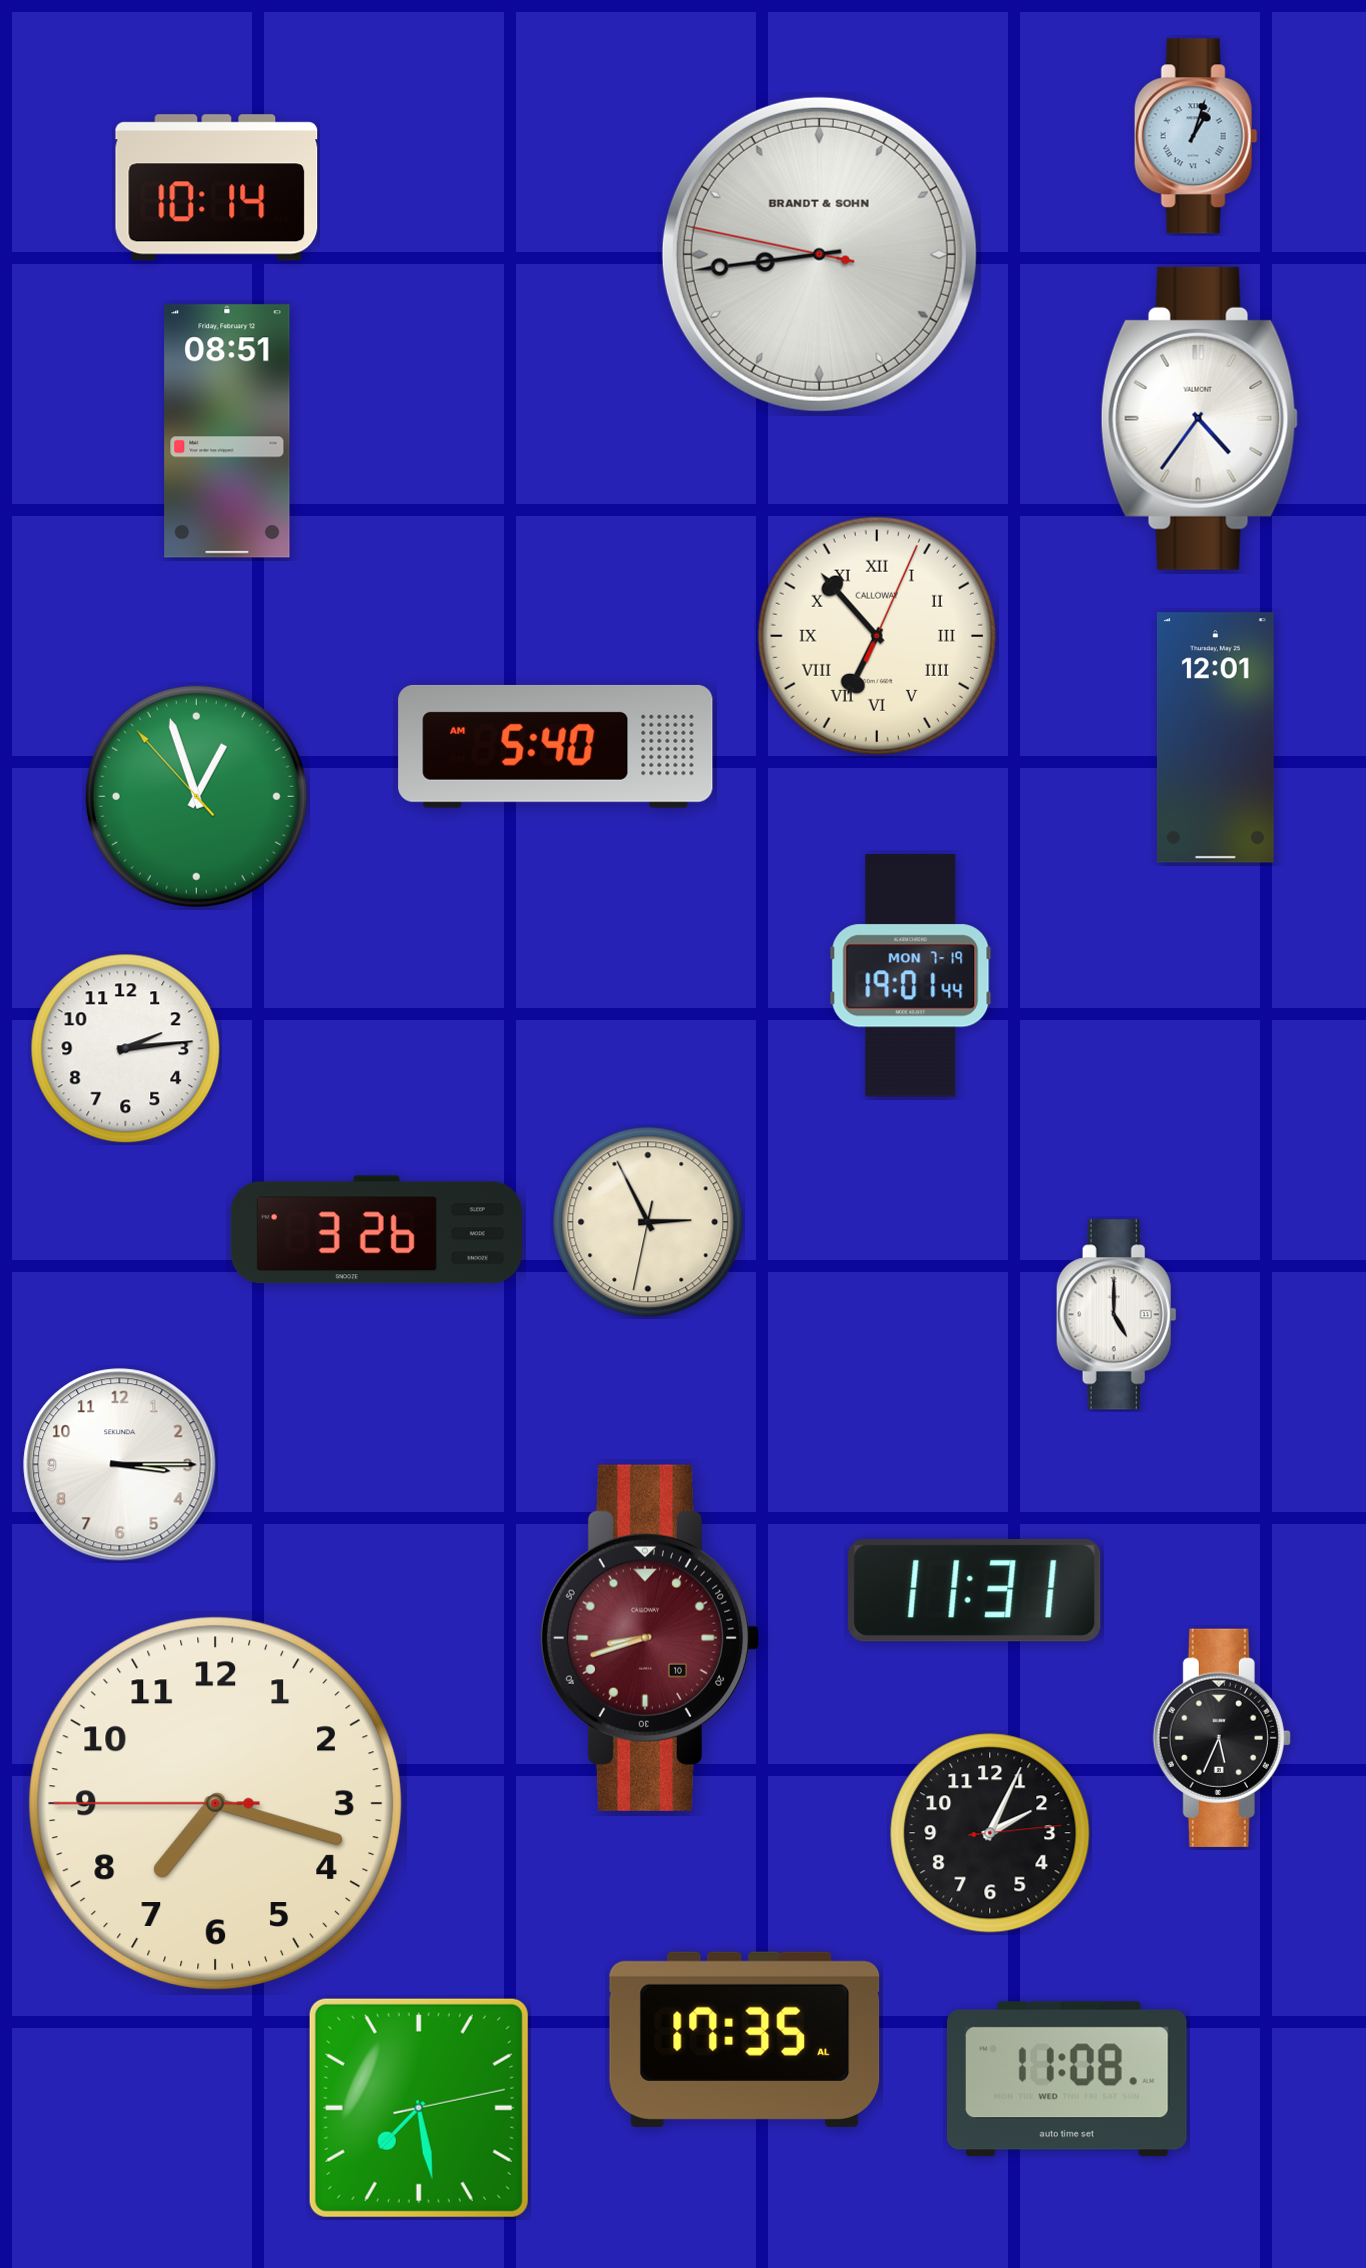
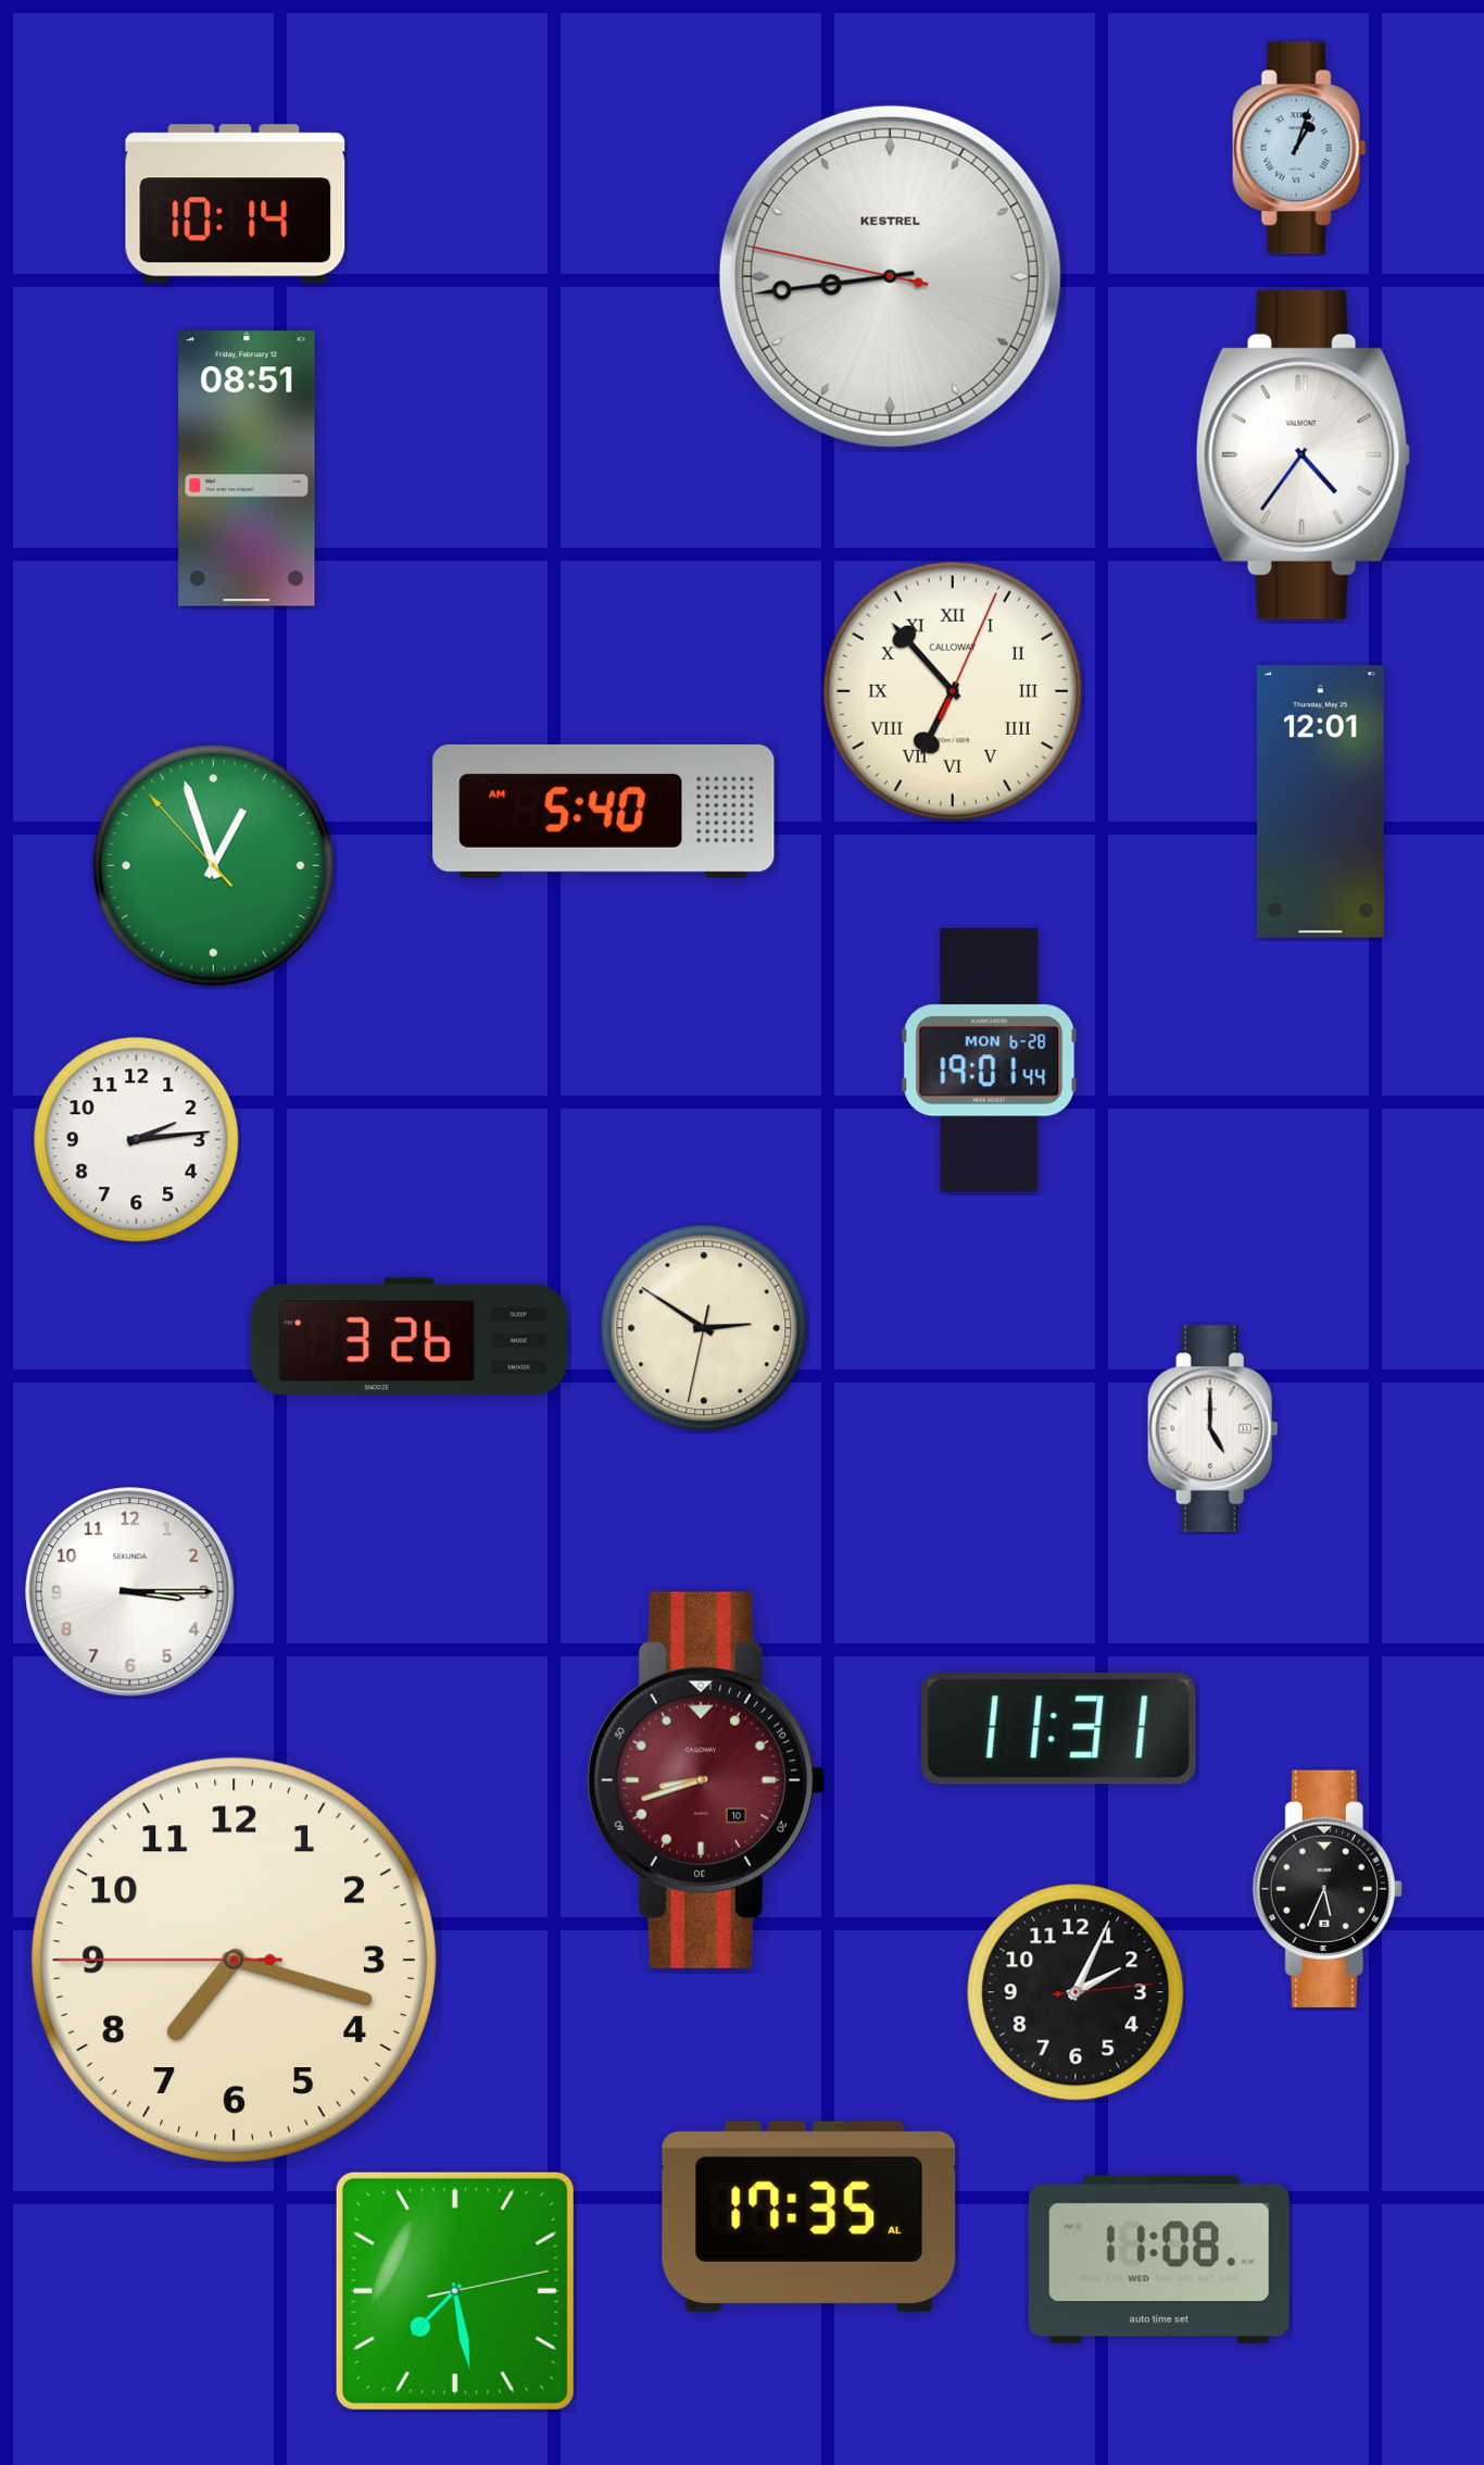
clock at (819, 254) brand: BRANDT & SOHN -> KESTREL
clock at (911, 976) date: MON 7-19 -> MON 6-28
clock at (648, 1222): 2:55 -> 2:50
